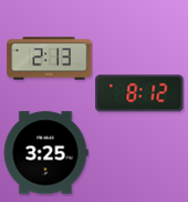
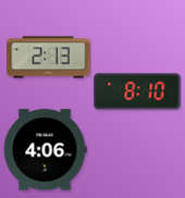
clock at (139, 93): 8:12 -> 8:10
clock at (45, 153): 3:25 -> 4:06
